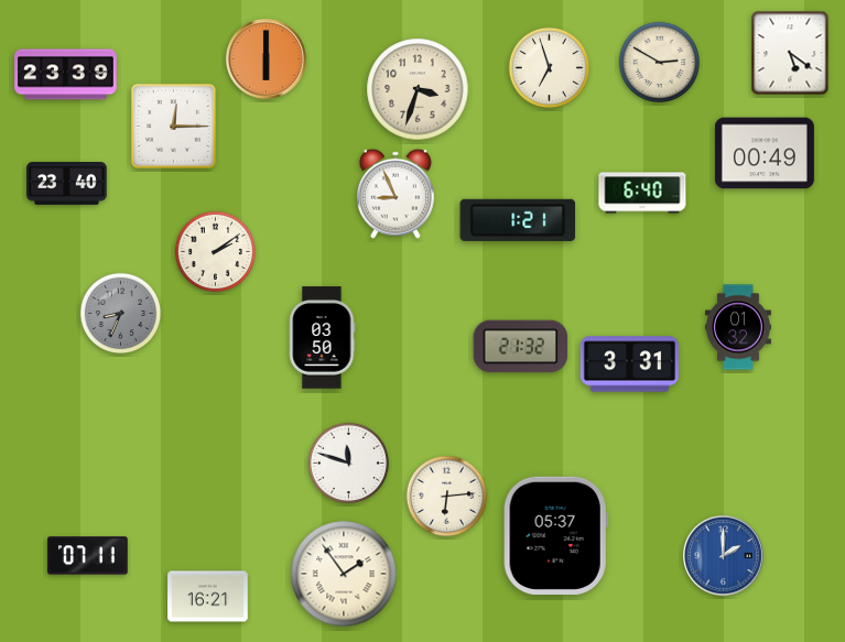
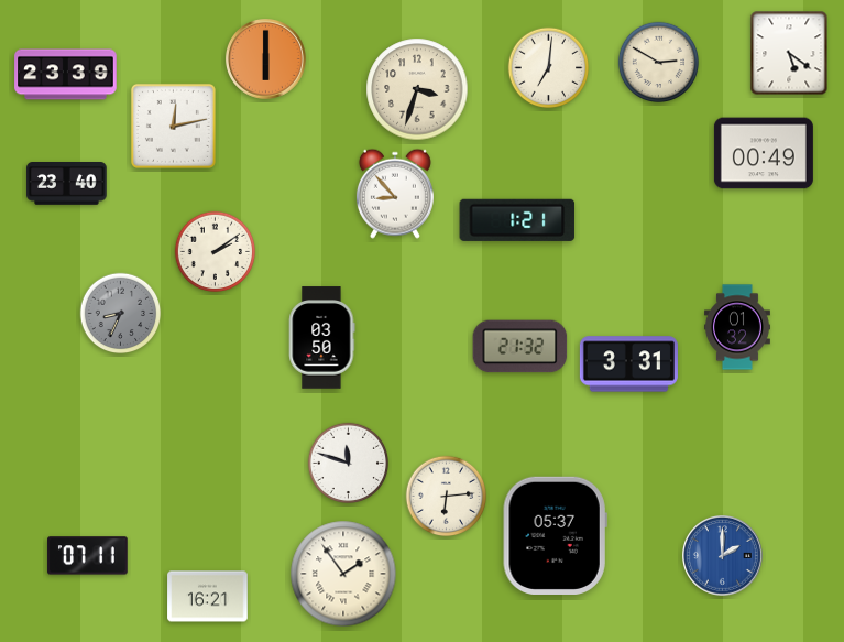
clock at (550, 68): 6:57 -> 7:01
clock at (173, 126): 12:15 -> 12:13
clock at (642, 193): 6:40 -> none
clock at (396, 194): 8:56 -> 8:53
